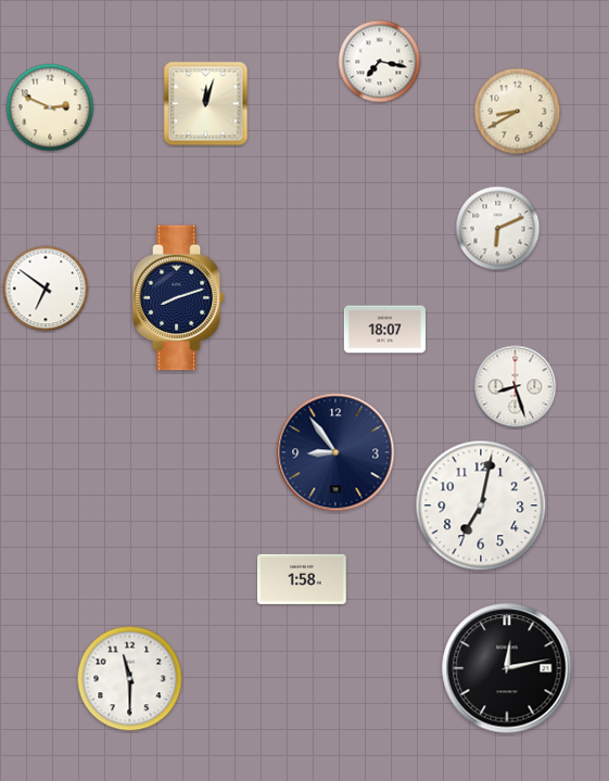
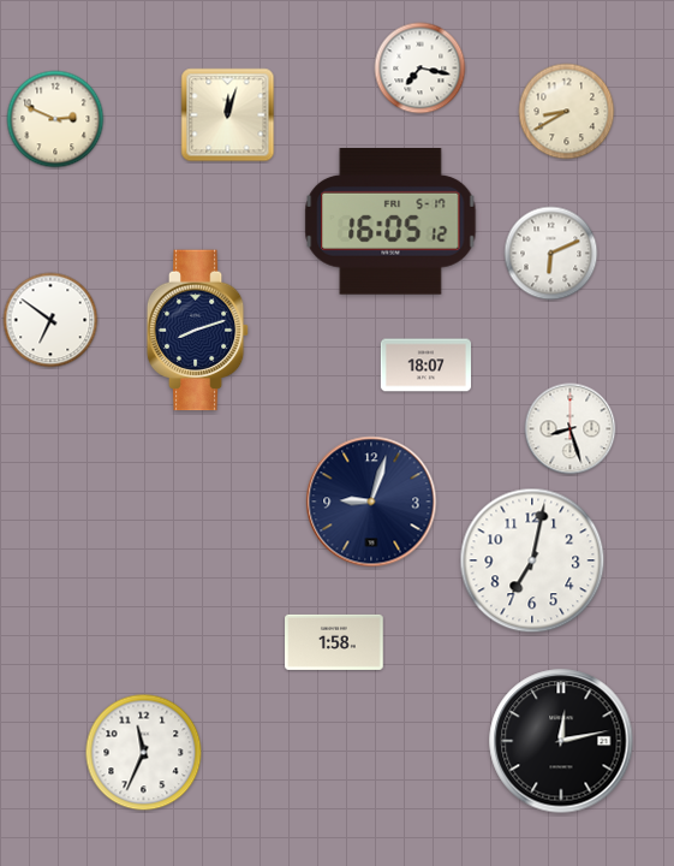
clock at (518, 112) position: (518, 112) -> (567, 112)
clock at (390, 223): none -> 16:05
clock at (335, 452): 8:54 -> 9:03
clock at (130, 679): 11:30 -> 11:34
